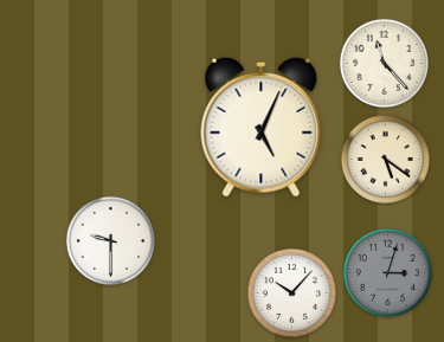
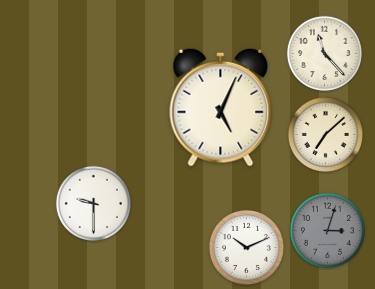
clock at (385, 159): 5:21 -> 7:08
clock at (291, 292): 10:07 -> 10:11
